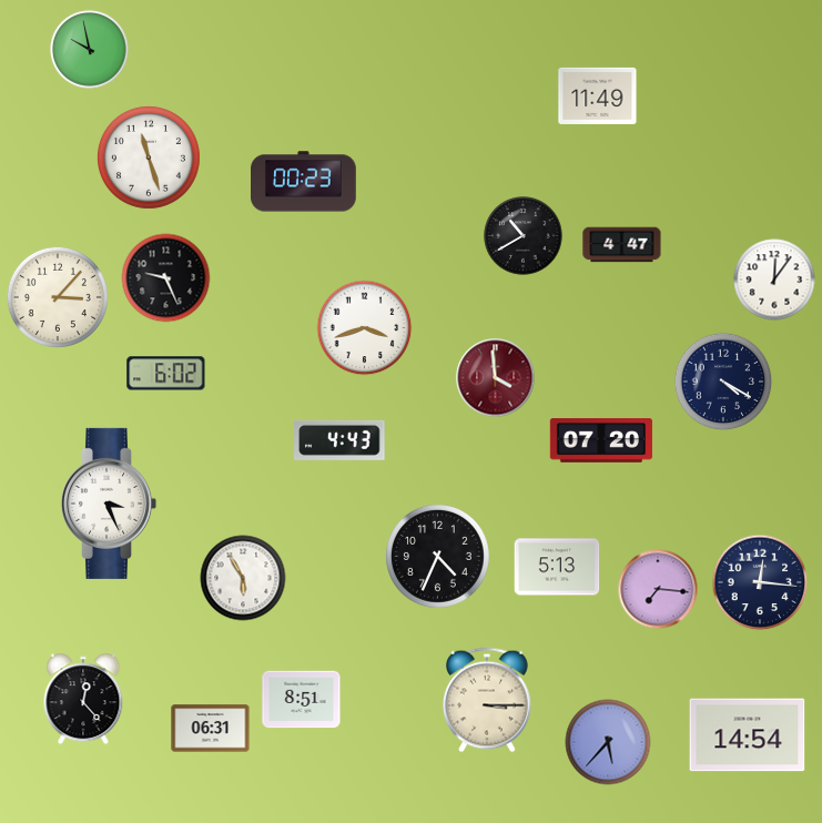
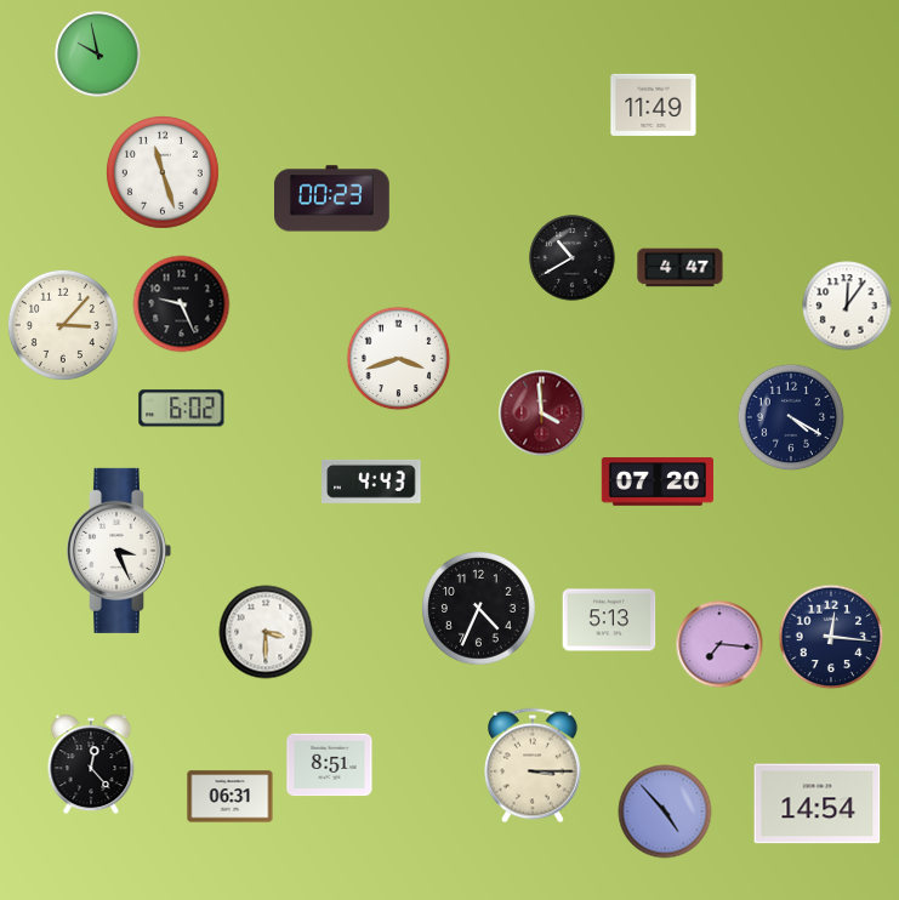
clock at (243, 578): 5:55 -> 3:30
clock at (608, 742): 5:37 -> 4:53
